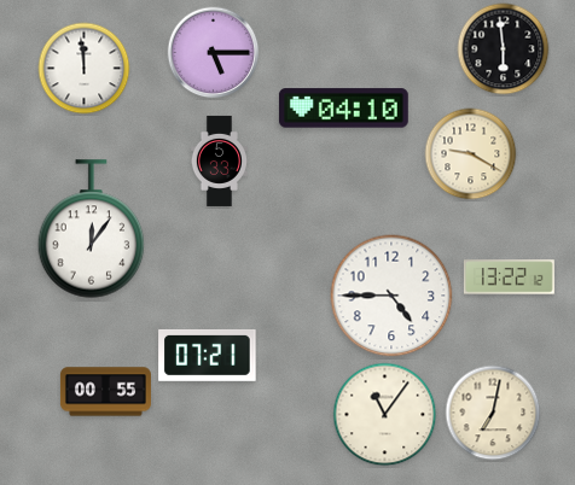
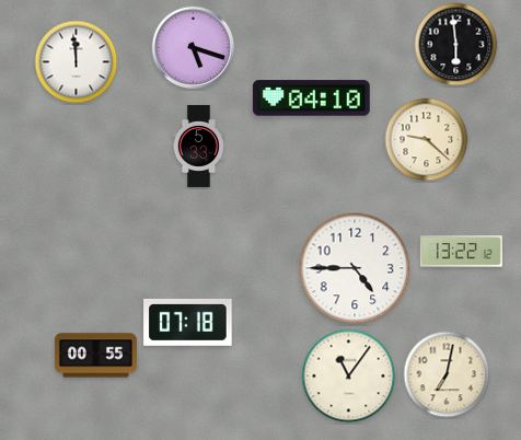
clock at (214, 53): 5:15 -> 5:18
clock at (471, 154): 9:20 -> 9:22
clock at (92, 229): 12:06 -> none
clock at (208, 355): 07:21 -> 07:18
